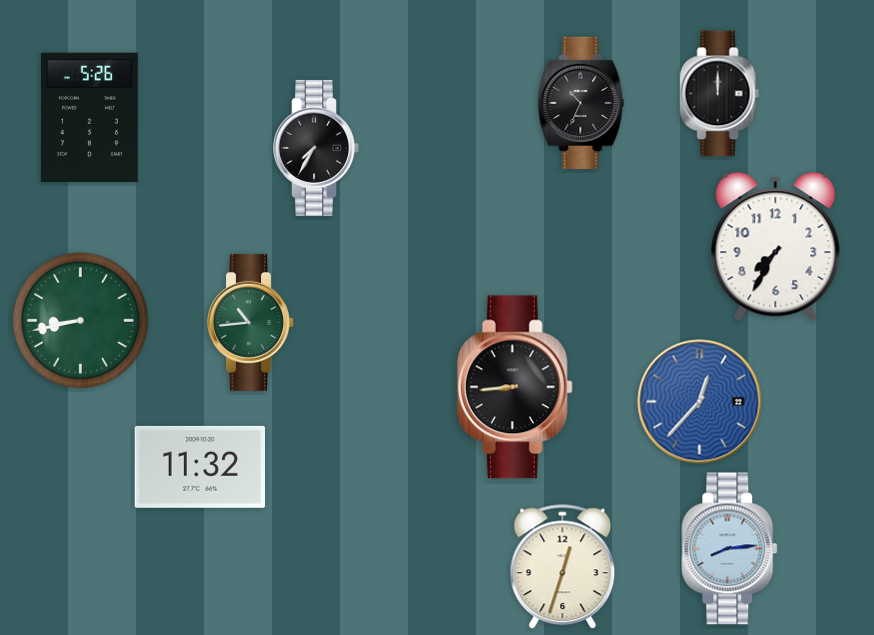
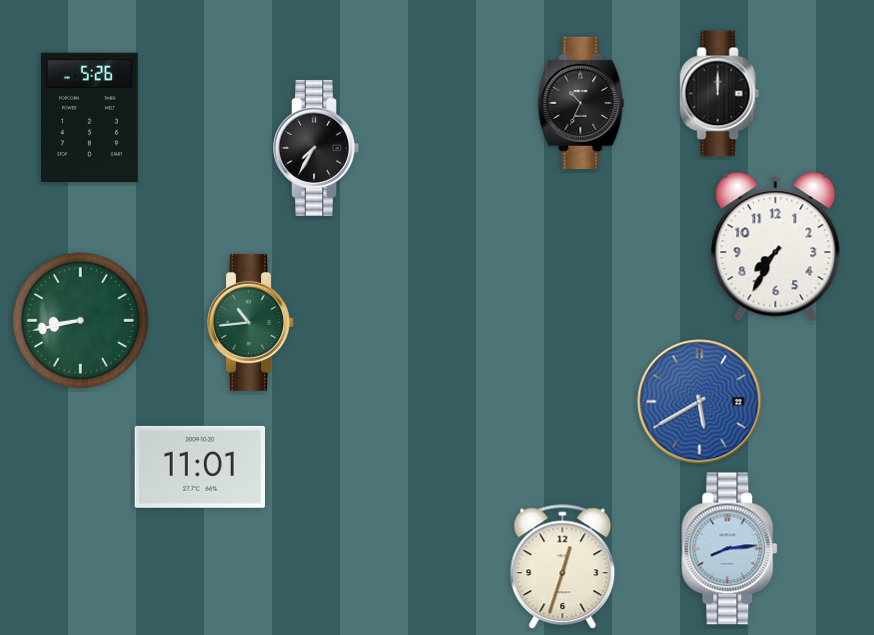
clock at (515, 387): 8:44 -> none
clock at (700, 402): 12:37 -> 5:40
clock at (199, 467): 11:32 -> 11:01
